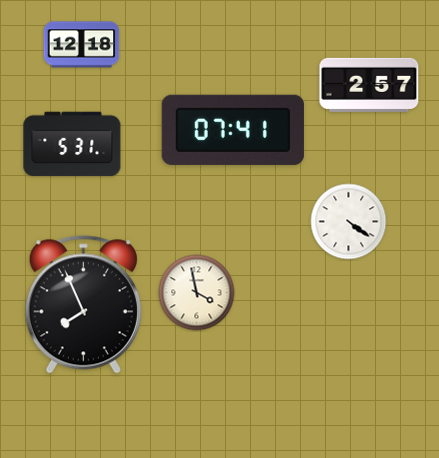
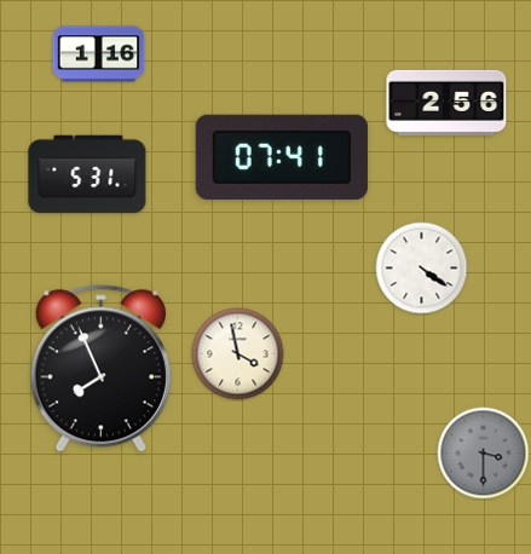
clock at (82, 45): 12:18 -> 1:16
clock at (369, 85): 2:57 -> 2:56
clock at (484, 454): none -> 3:30
